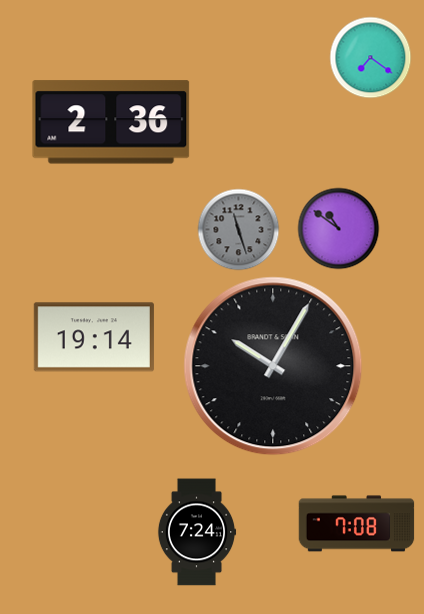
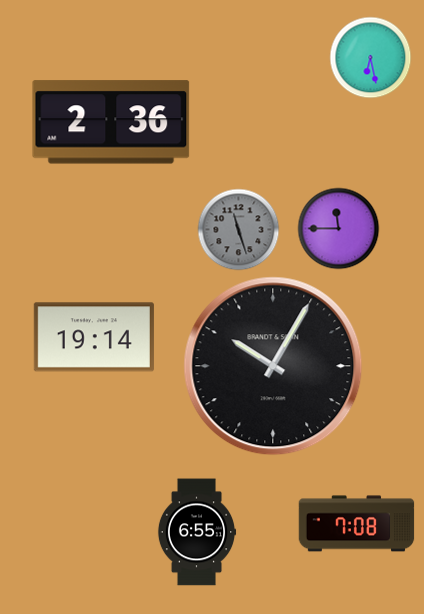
clock at (370, 57): 7:21 -> 6:28
clock at (338, 228): 10:51 -> 11:45
clock at (197, 532): 7:24 -> 6:55
